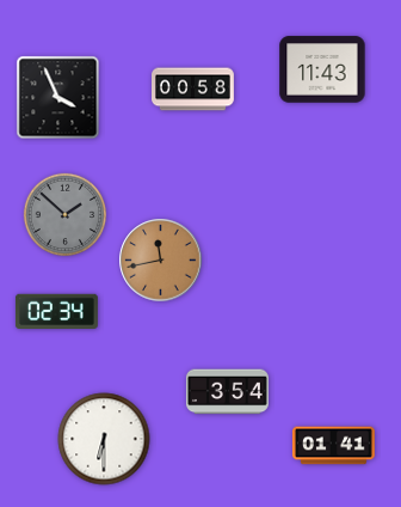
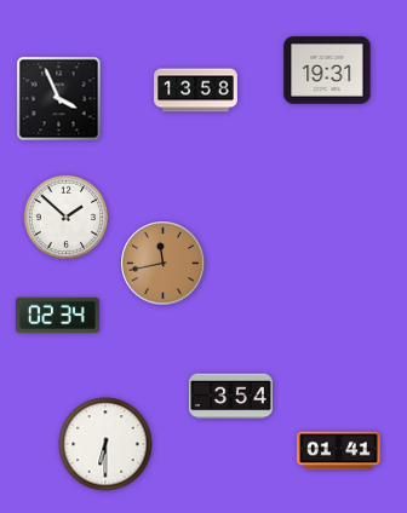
clock at (322, 69): 11:43 -> 19:31
clock at (193, 90): 00:58 -> 13:58
clock at (66, 215) dial: grey -> white
